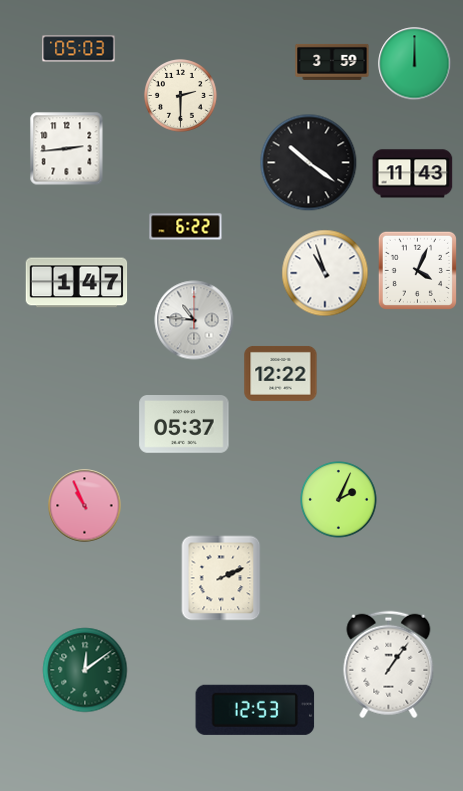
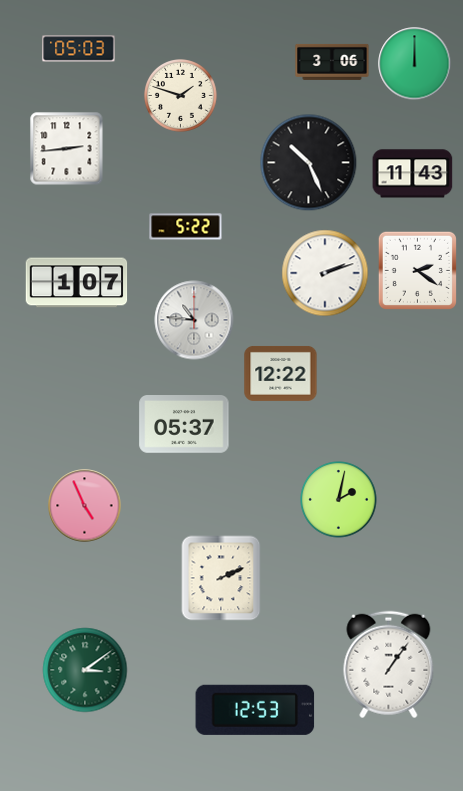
clock at (332, 62): 3:59 -> 3:06
clock at (181, 96): 2:30 -> 1:48
clock at (309, 163): 10:21 -> 10:26
clock at (186, 227): 6:22 -> 5:22
clock at (417, 270): 4:04 -> 2:21
clock at (325, 273): 10:57 -> 2:12
clock at (77, 283): 1:47 -> 1:07
clock at (339, 500): 2:04 -> 2:02
clock at (85, 506): 10:56 -> 4:56
clock at (85, 670): 12:09 -> 3:09
